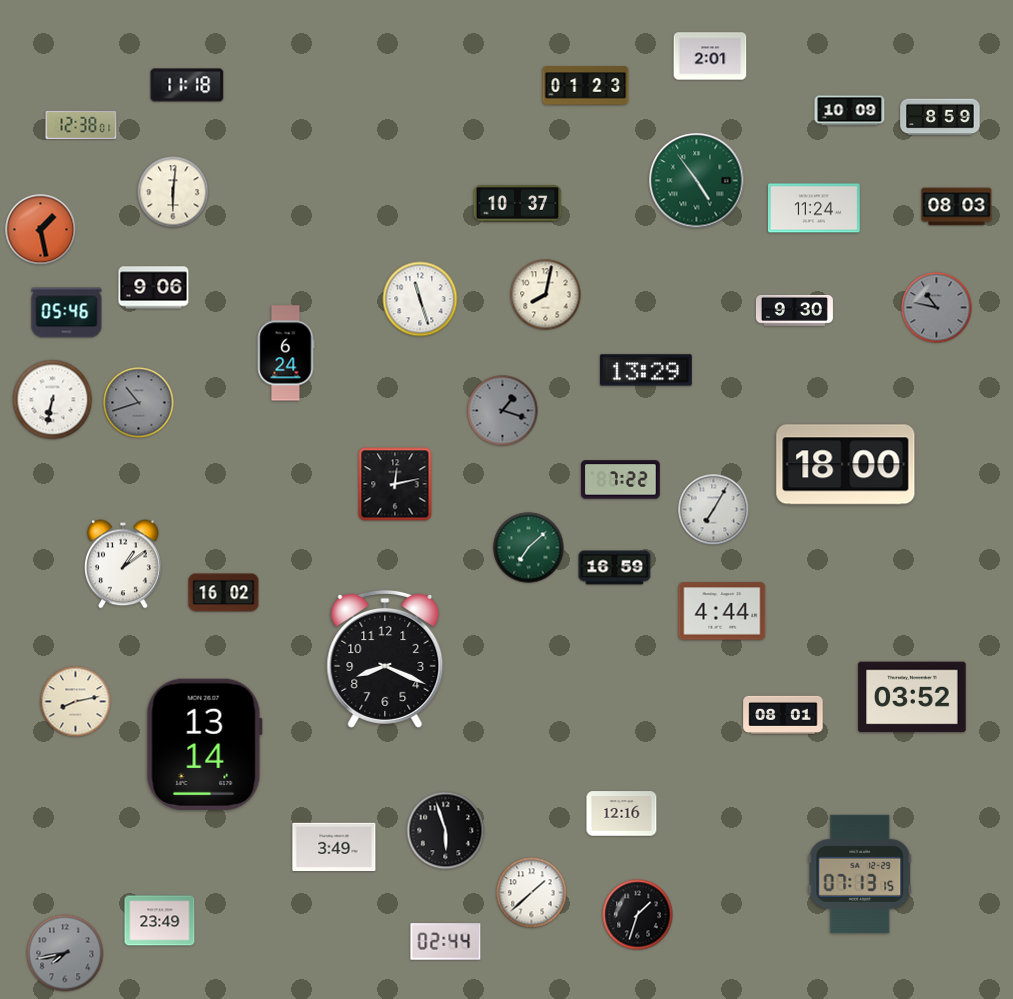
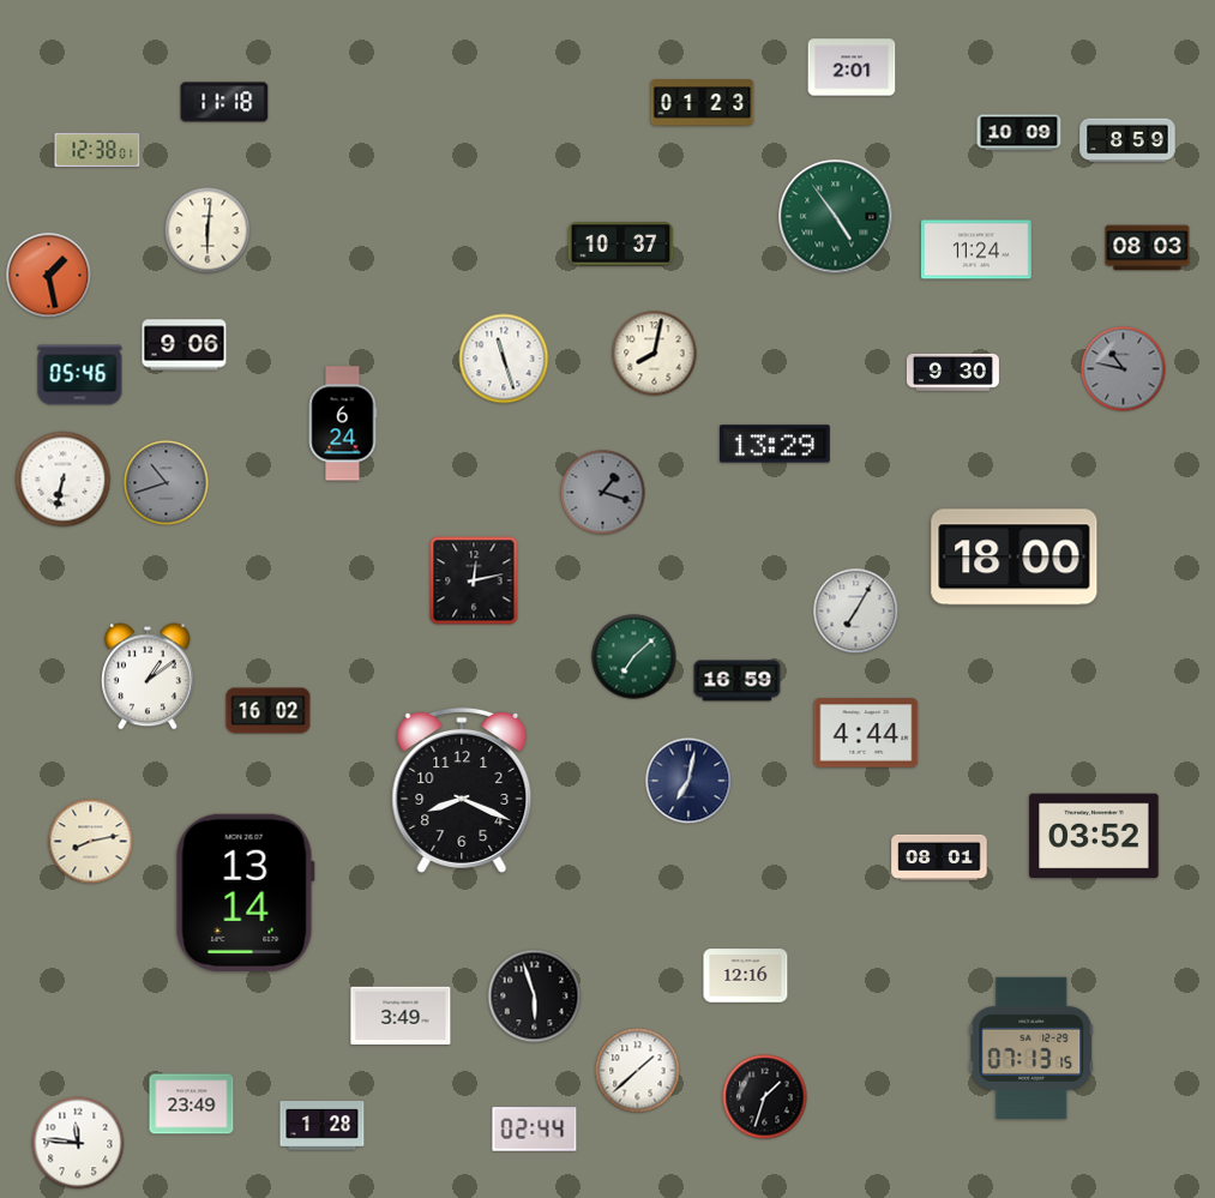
clock at (621, 480): 7:22 -> none
clock at (688, 781): none -> 7:02
clock at (323, 1126): none -> 1:28
clock at (65, 953): 7:43 -> 11:46
clock at (65, 953) dial: grey -> white
